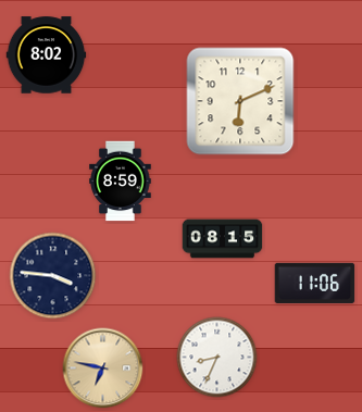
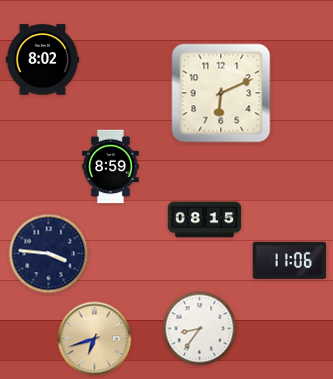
clock at (47, 55) position: (47, 55) -> (43, 60)
clock at (217, 358): 8:34 -> 8:36
clock at (103, 369): 6:47 -> 6:42
